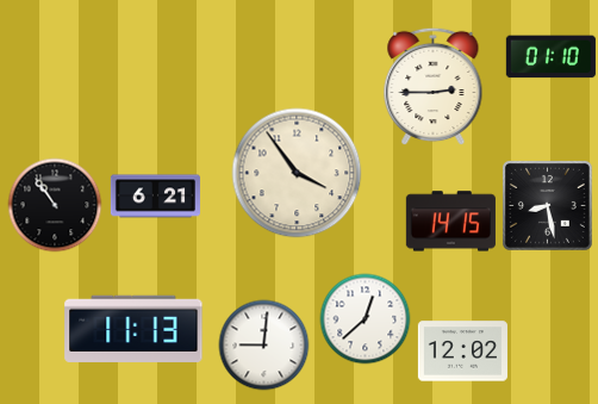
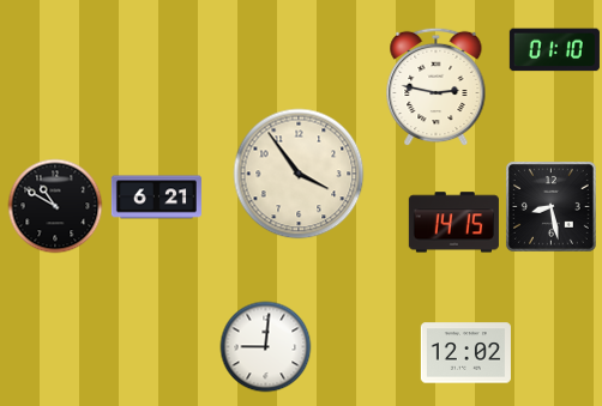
clock at (550, 57) position: (550, 57) -> (554, 50)
clock at (434, 87): 2:45 -> 2:47
clock at (55, 205): 10:54 -> 10:50
clock at (366, 319): 12:38 -> none
clock at (133, 329): 11:13 -> none
